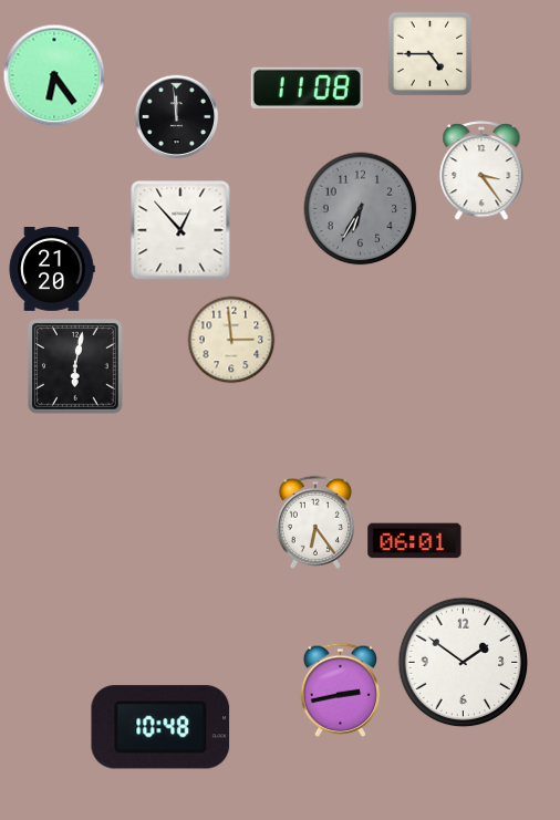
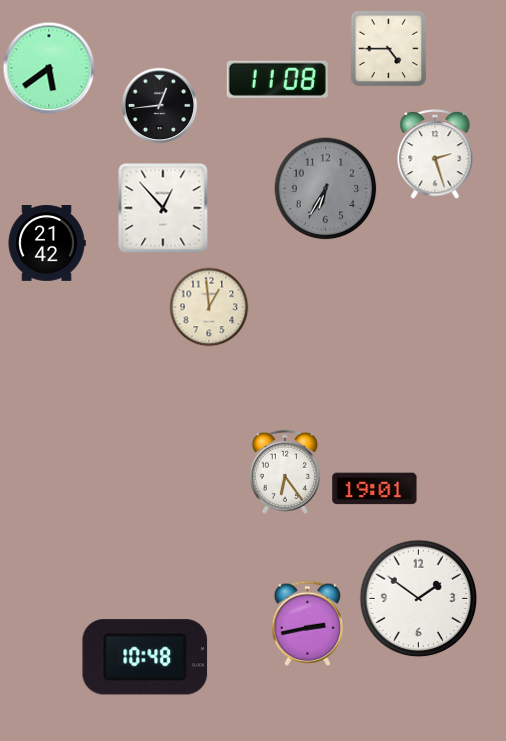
clock at (54, 75): 6:24 -> 5:39
clock at (177, 117): 11:59 -> 12:44
clock at (481, 172): 3:24 -> 2:27
clock at (52, 270): 21:20 -> 21:42
clock at (231, 340): 2:59 -> 12:59
clock at (76, 367): 6:02 -> none
clock at (415, 541): 06:01 -> 19:01
